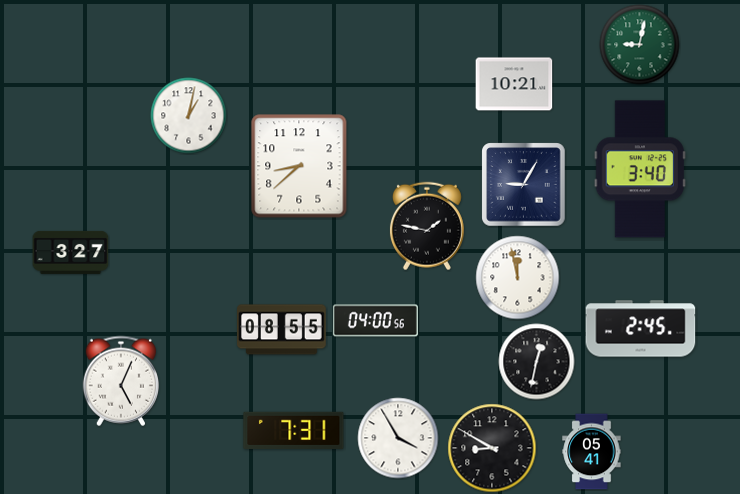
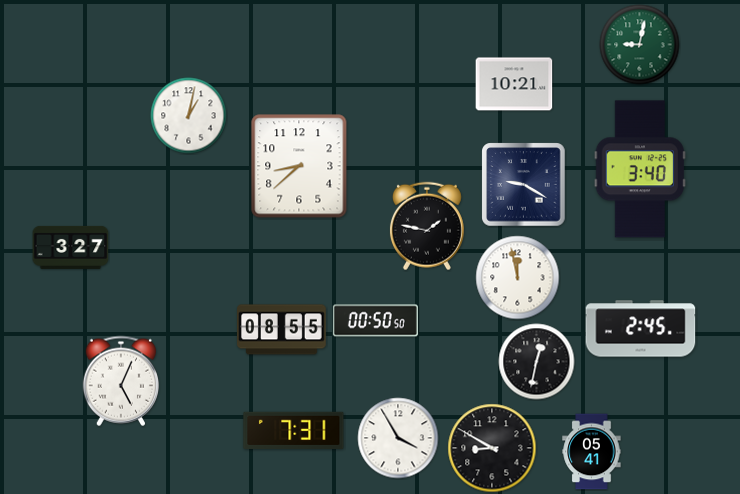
clock at (524, 185): 9:05 -> 9:20
clock at (71, 252) position: (71, 252) -> (71, 247)
clock at (375, 321): 04:00 -> 00:50
